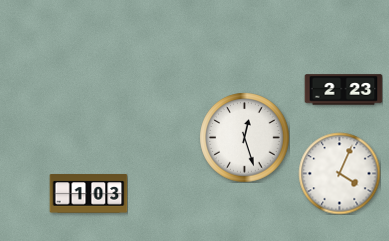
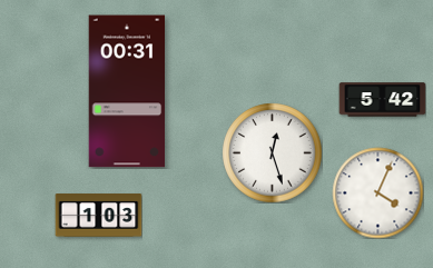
clock at (127, 91): none -> 00:31
clock at (343, 90): 2:23 -> 5:42
